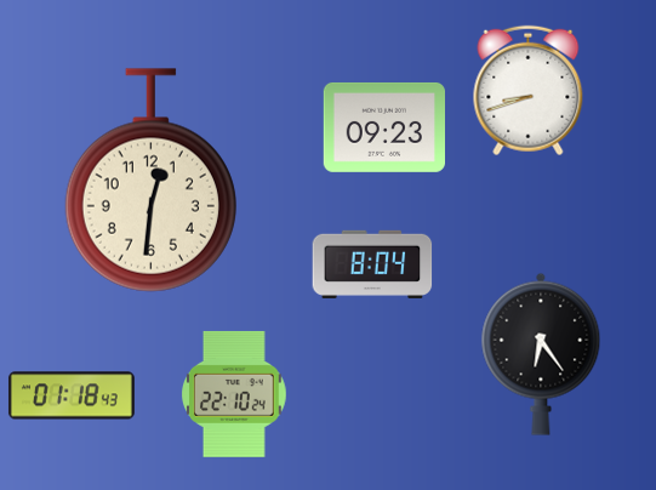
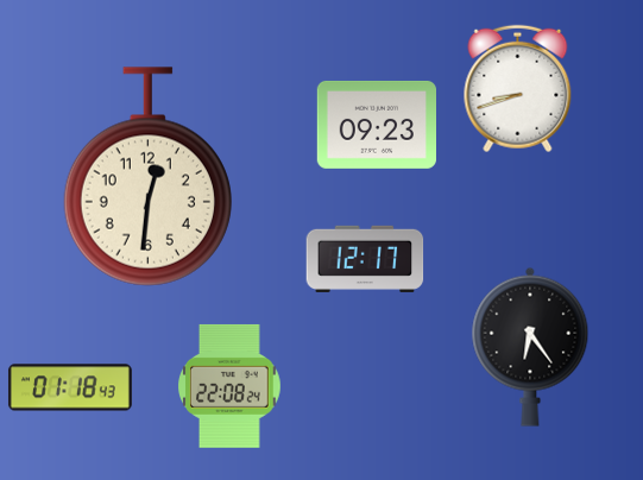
clock at (372, 264): 8:04 -> 12:17
clock at (235, 394): 22:10 -> 22:08
